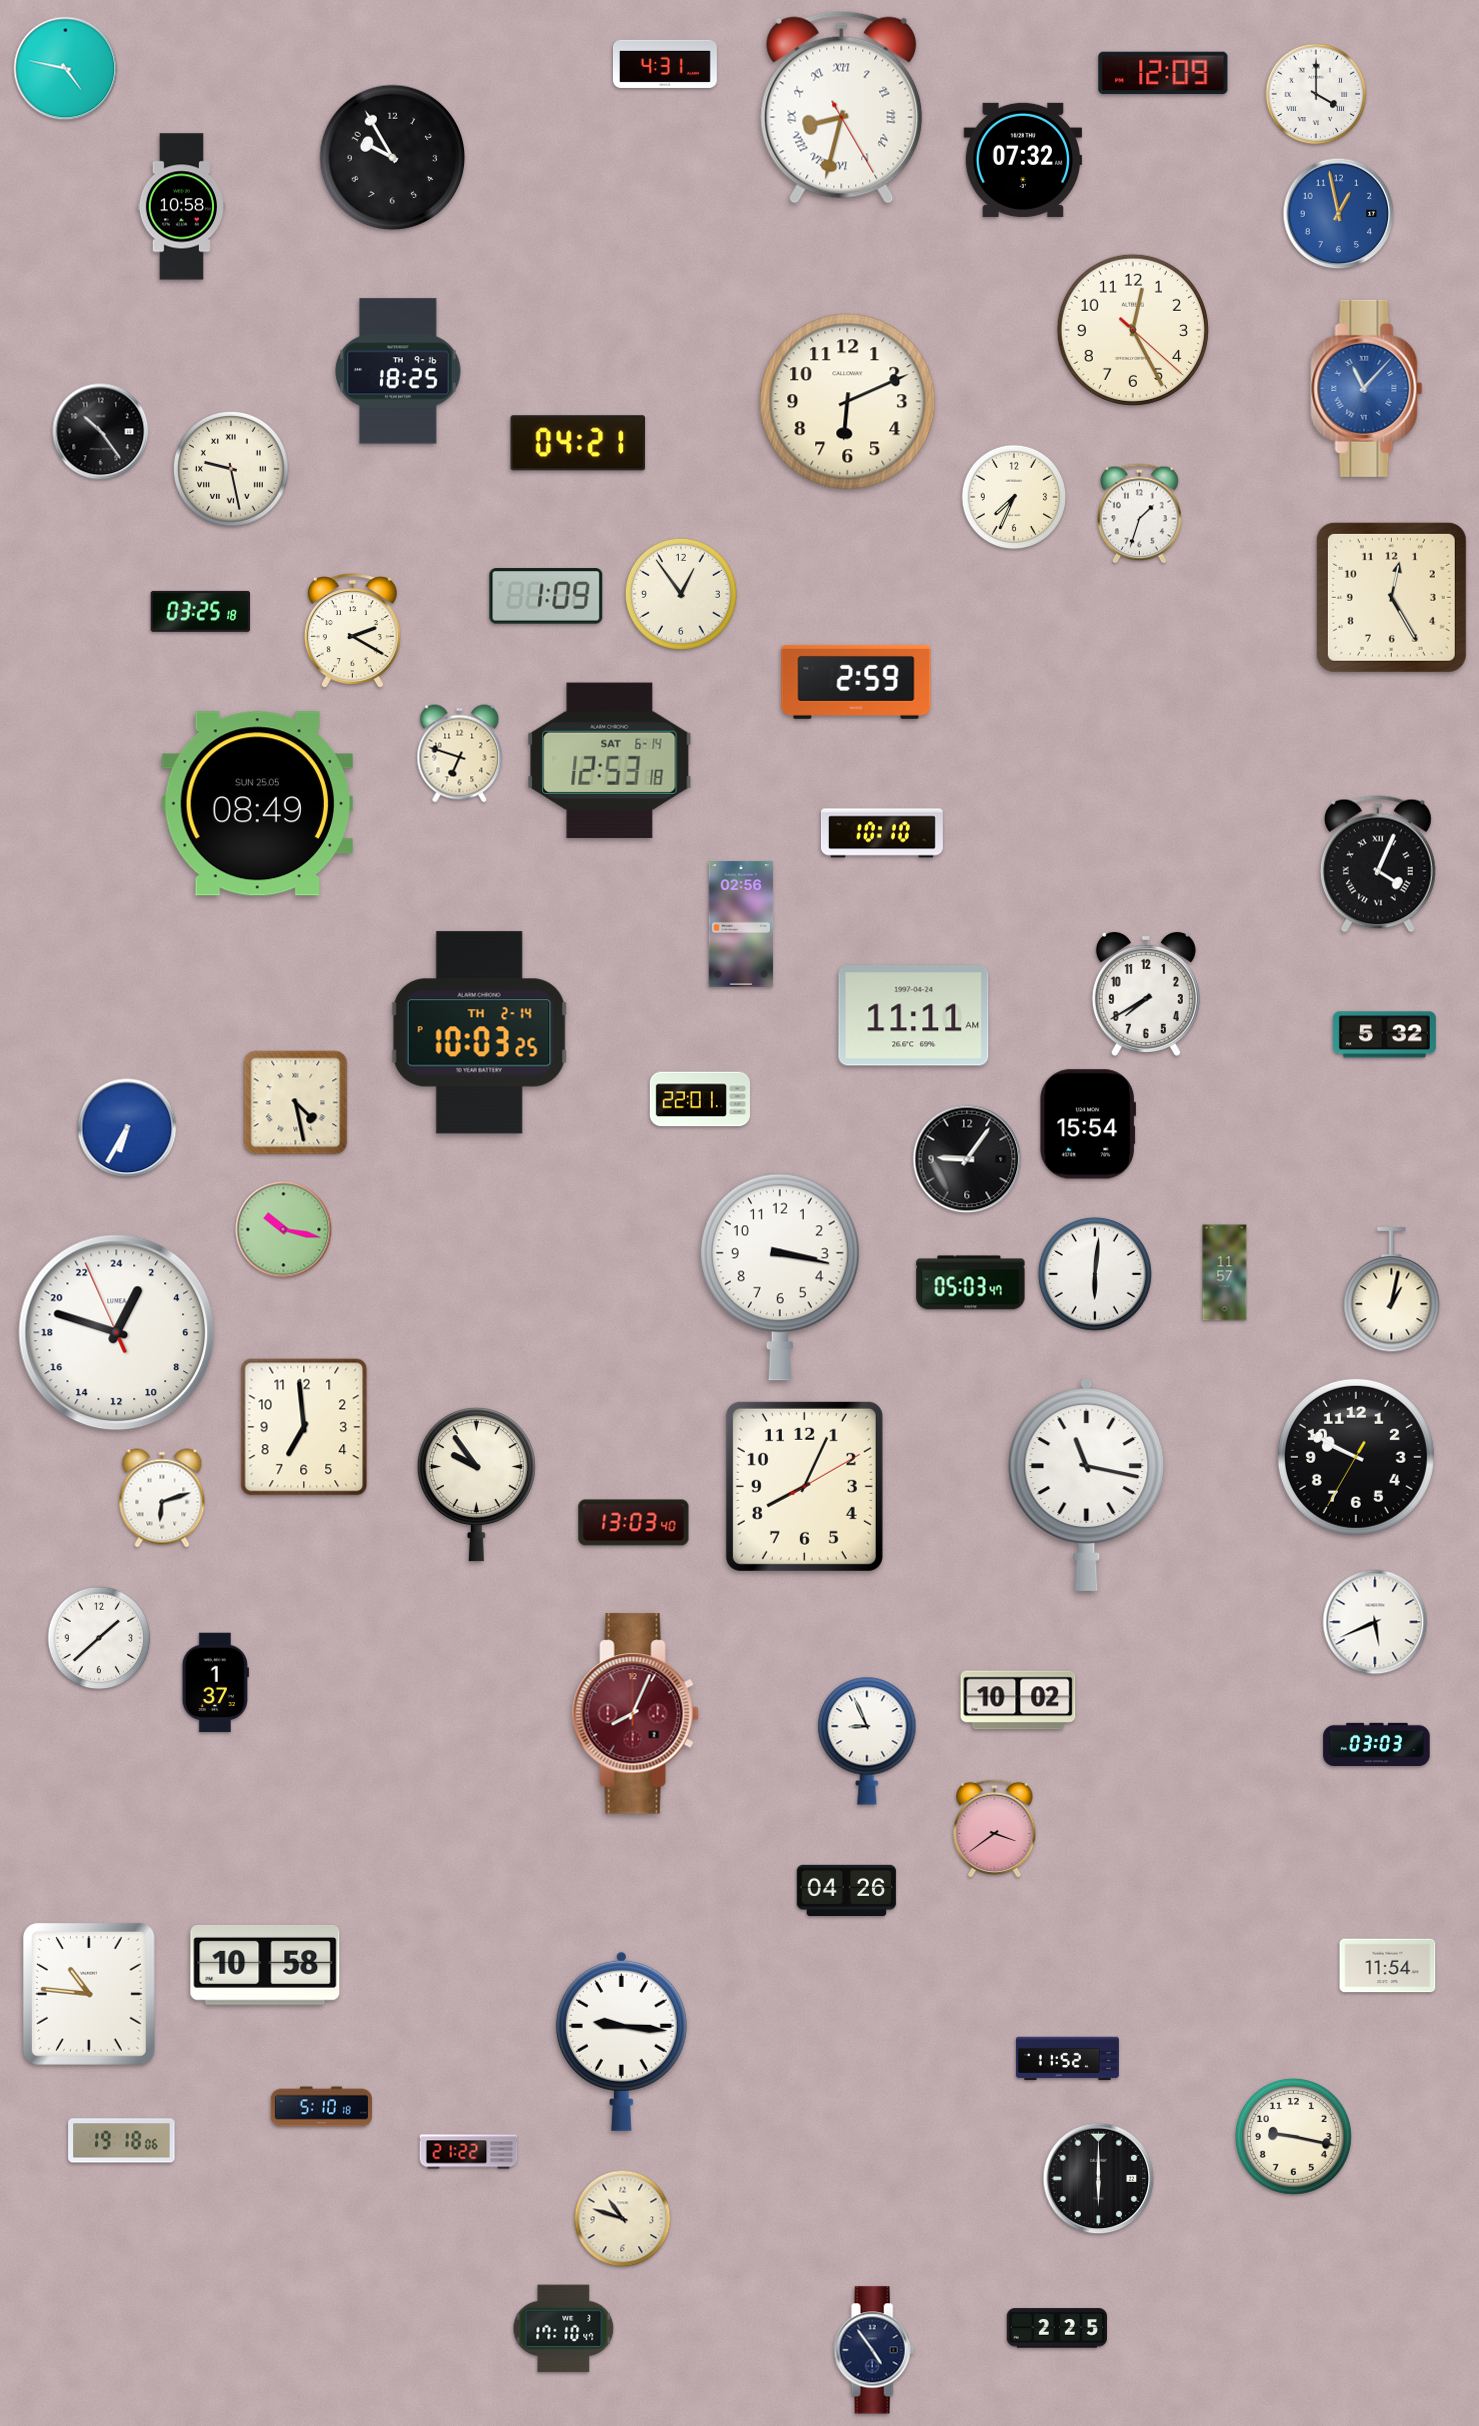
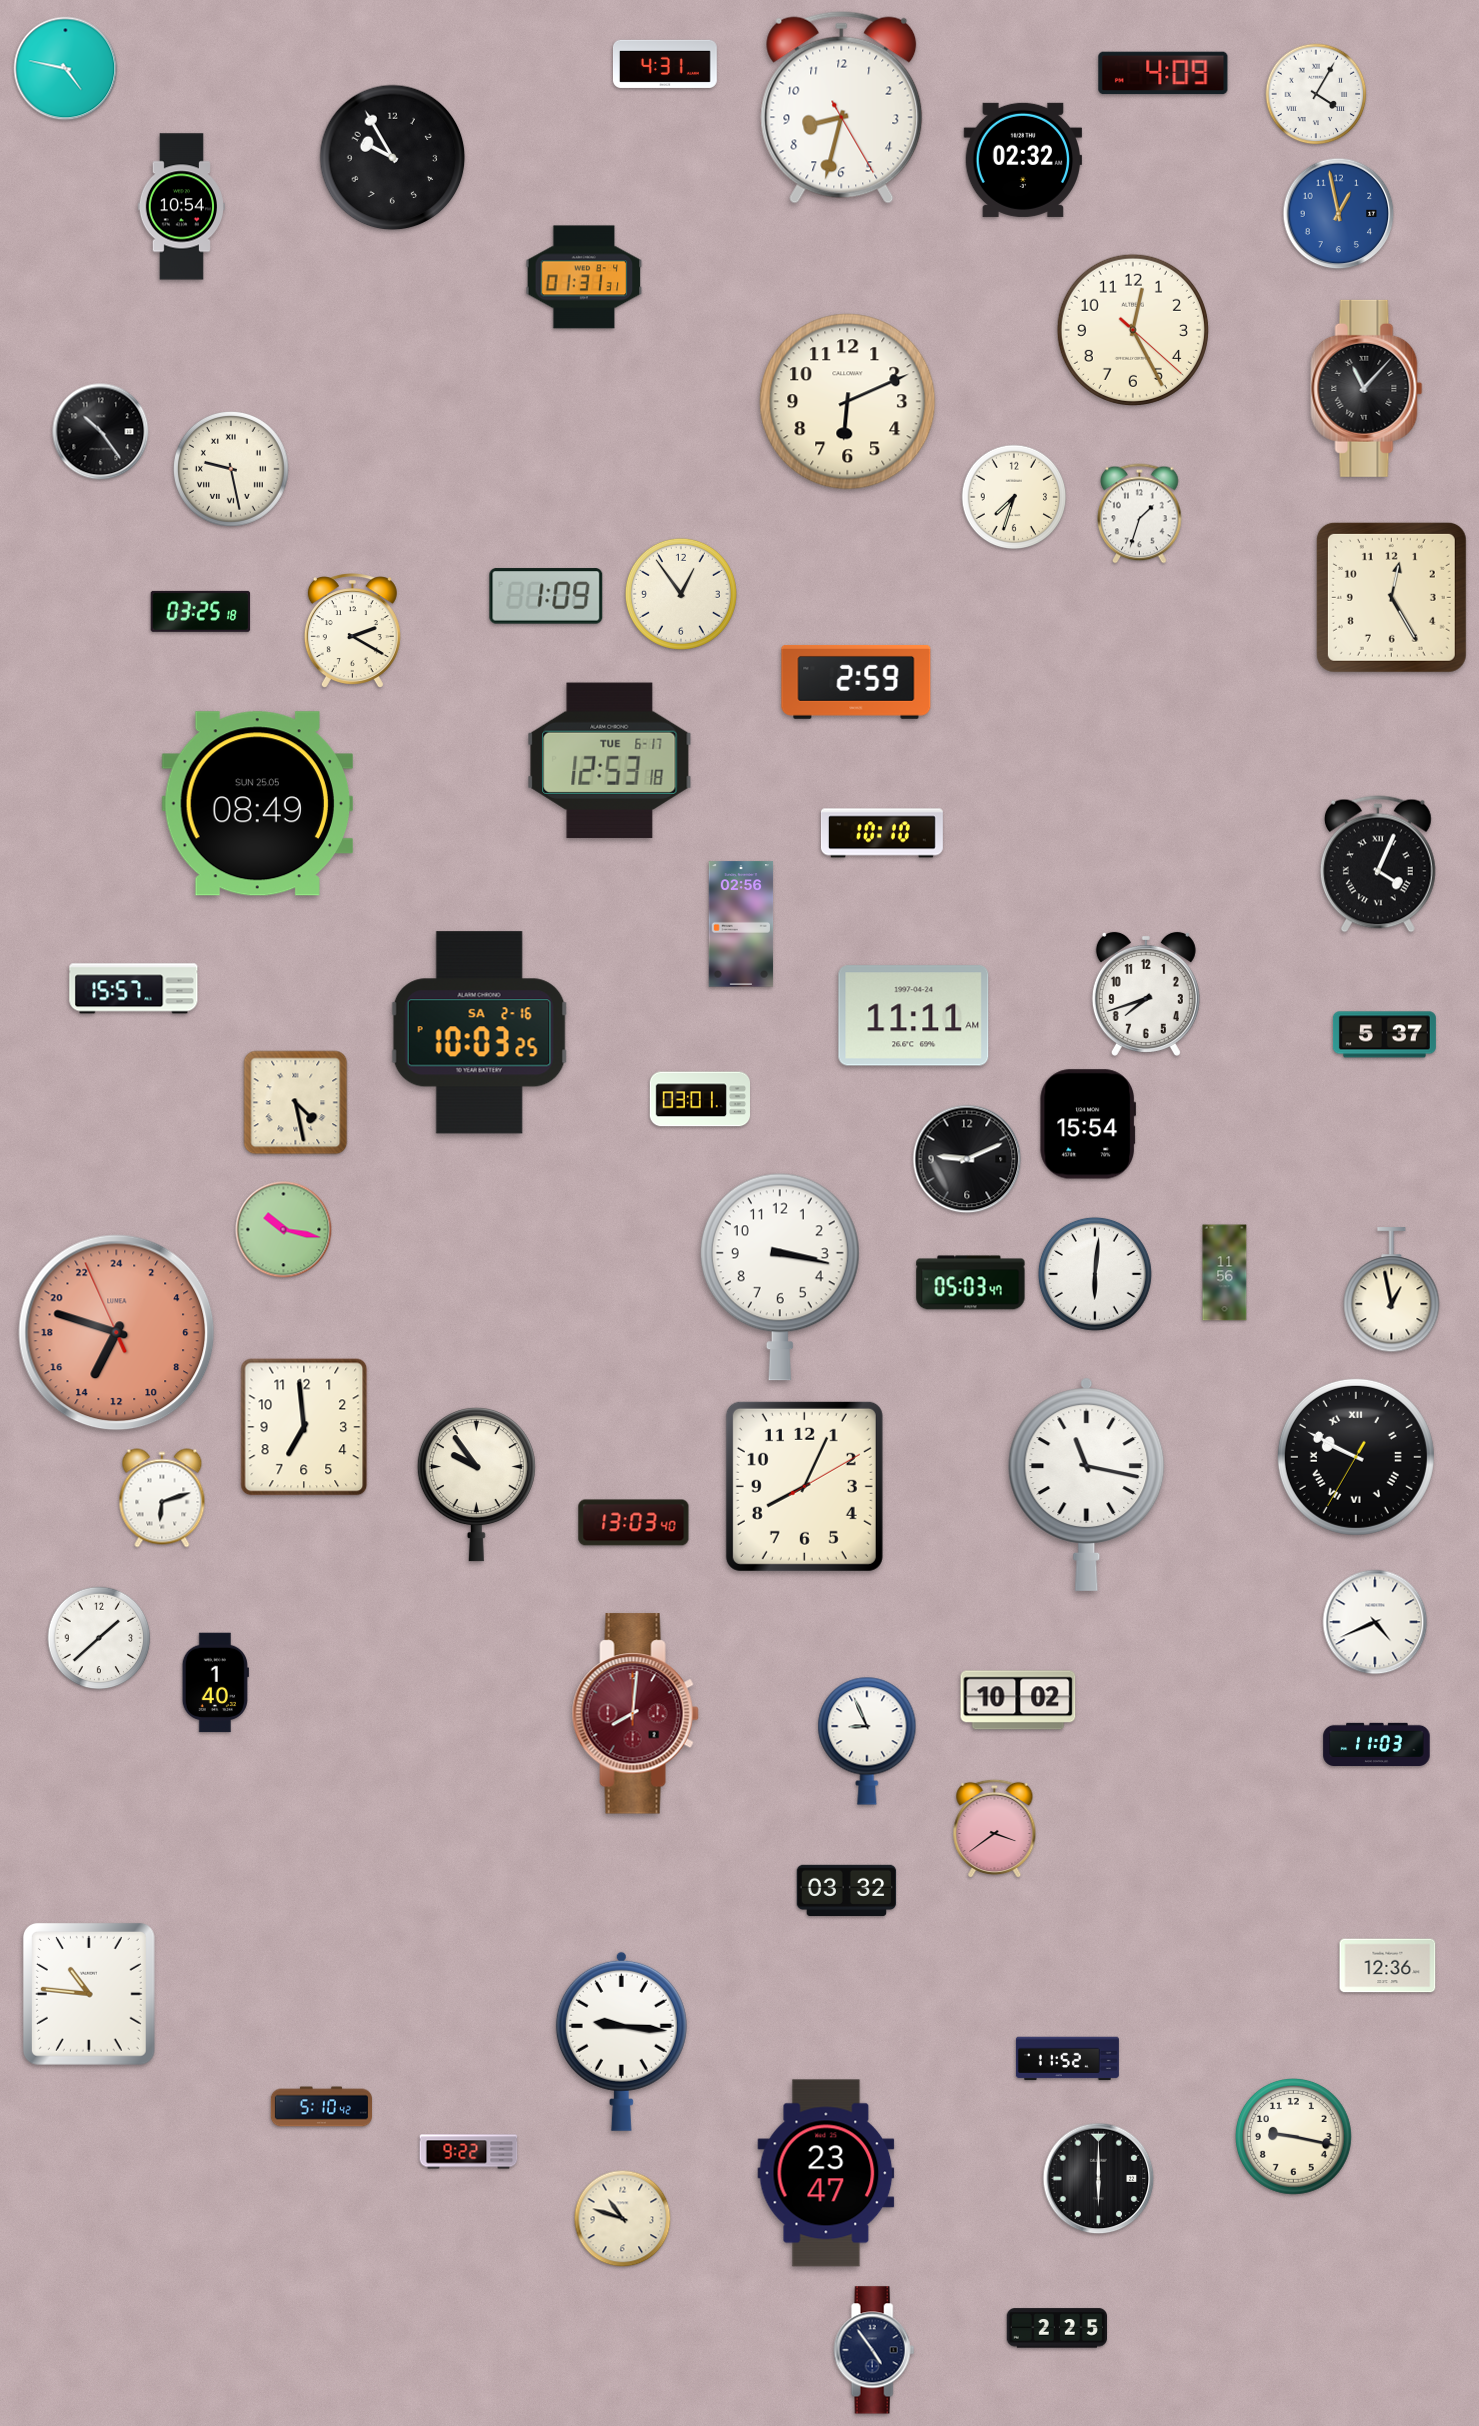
clock at (1163, 73): 12:09 -> 4:09
clock at (1316, 94): 4:00 -> 4:05
clock at (842, 107) numerals: Roman -> Arabic
clock at (1023, 160): 07:32 -> 02:32
clock at (181, 207): 10:58 -> 10:54
clock at (584, 277): none -> 01:31
clock at (398, 371): 18:25 -> none
clock at (1367, 388) dial: blue -> black
clock at (578, 443): 04:21 -> none
clock at (1014, 497): 7:34 -> 7:33
clock at (460, 754): 6:48 -> none
clock at (610, 761) date: SAT 6-14 -> TUE 6-17
clock at (134, 989): none -> 15:57
clock at (1146, 994): 7:40 -> 7:42
clock at (480, 1033) date: TH 2-14 -> SA 2-16
clock at (1384, 1035): 5:32 -> 5:37
clock at (700, 1099): 22:01 -> 03:01
clock at (127, 1128): 6:35 -> none
clock at (967, 1159): 9:06 -> 9:11
clock at (1225, 1273): 11:57 -> 11:56
clock at (1392, 1290): 1:02 -> 12:58
clock at (117, 1333): 1:47 -> 13:47
clock at (117, 1333) dial: white -> salmon
clock at (1356, 1457) numerals: Arabic -> Roman
clock at (1375, 1622): 5:41 -> 4:41
clock at (215, 1683): 1:37 -> 1:40
clock at (635, 1714): 8:04 -> 8:01
clock at (1377, 1744): 03:03 -> 11:03
clock at (847, 1890): 04:26 -> 03:32
clock at (265, 1965): 10:58 -> none
clock at (1388, 1966): 11:54 -> 12:36
clock at (321, 2107): 5:10:18 -> 5:10:42
clock at (122, 2141): 19:18 -> none
clock at (469, 2152): 21:22 -> 9:22
clock at (826, 2173): none -> 23:47
clock at (564, 2329): 17:10 -> none
